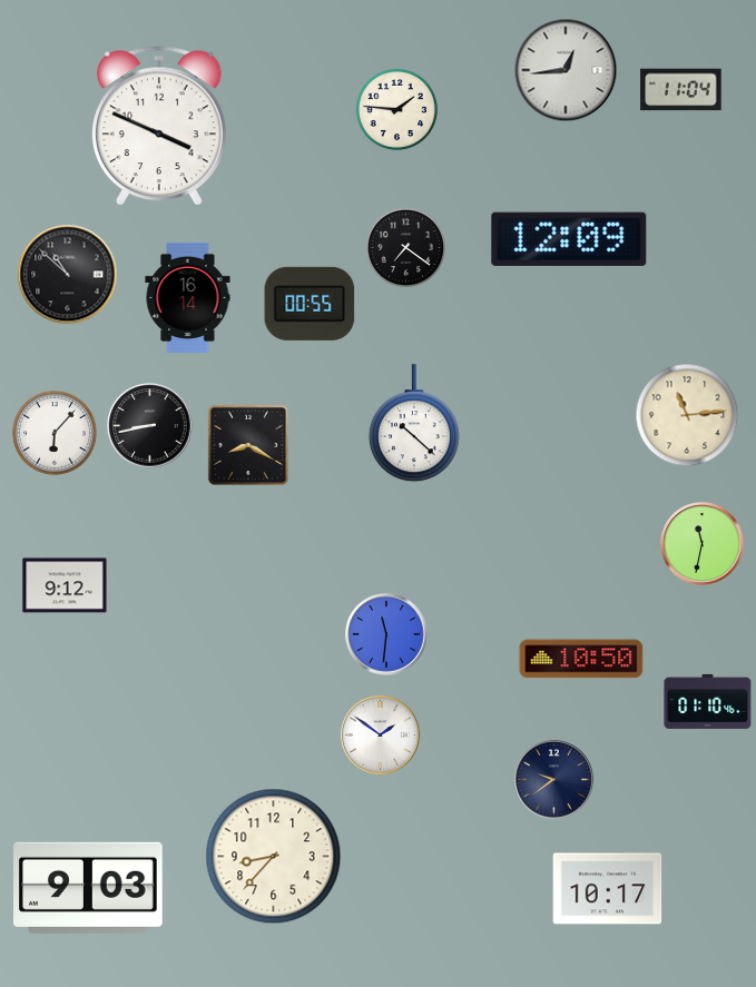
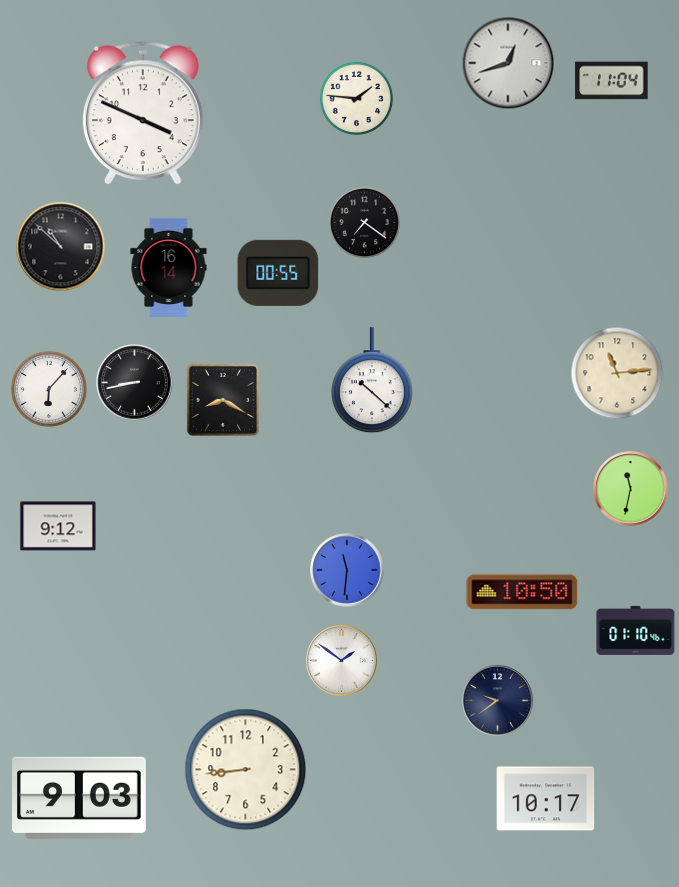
clock at (566, 70): 12:44 -> 12:42
clock at (569, 239): 12:09 -> none
clock at (274, 857): 8:37 -> 8:44
